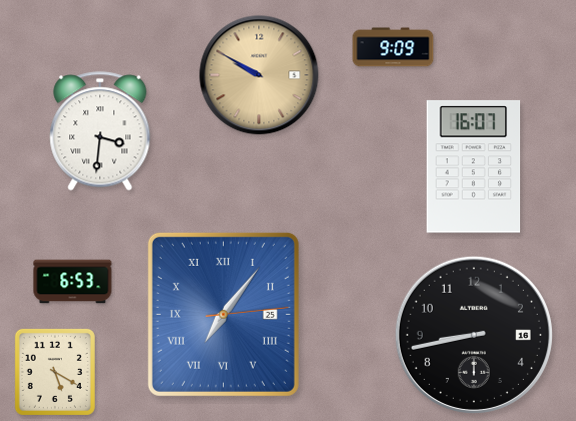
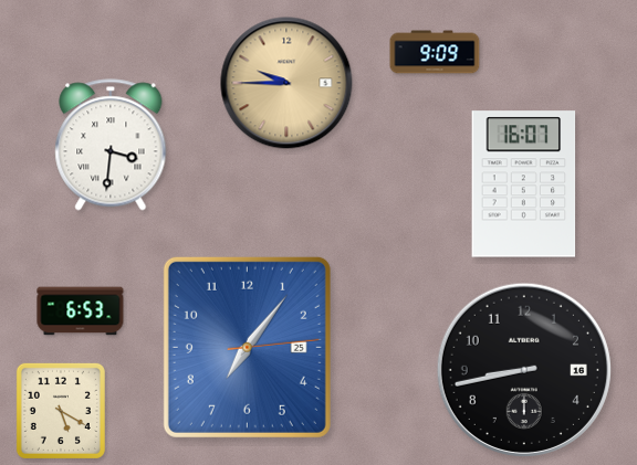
clock at (259, 75): 9:50 -> 9:45
clock at (223, 314) numerals: Roman -> Arabic
